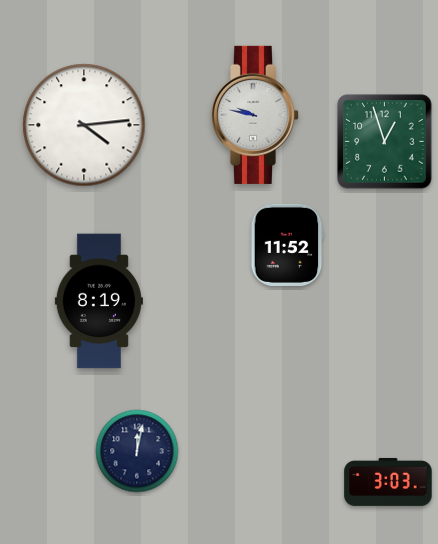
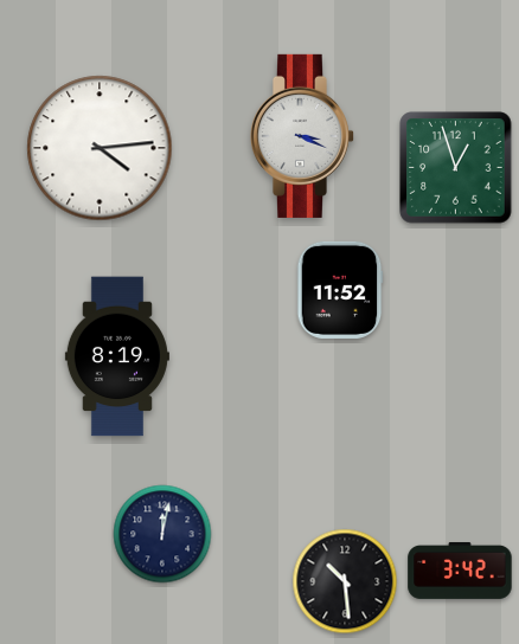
clock at (254, 115): 9:47 -> 3:19
clock at (388, 482): 3:03 -> 3:42
clock at (345, 581): none -> 10:29
